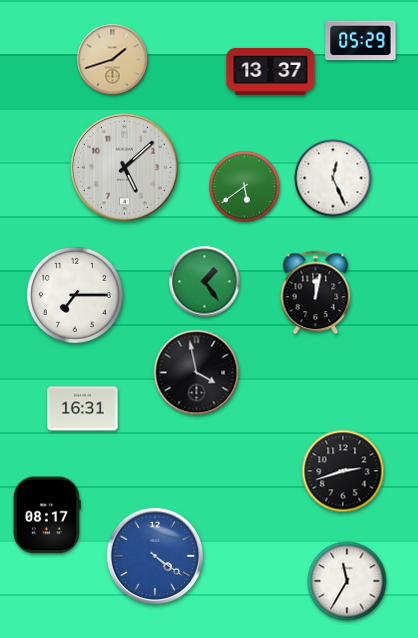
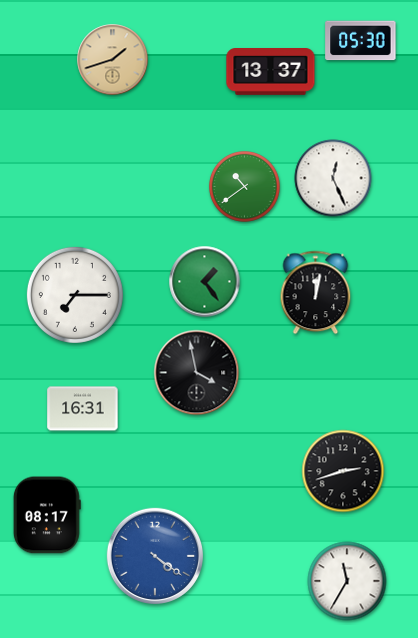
clock at (361, 41): 05:29 -> 05:30
clock at (125, 168): 5:08 -> none
clock at (244, 186): 5:39 -> 10:39
